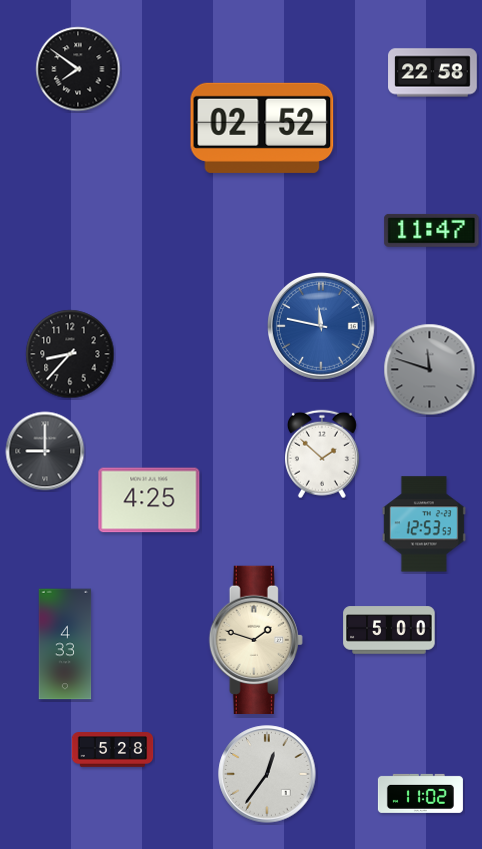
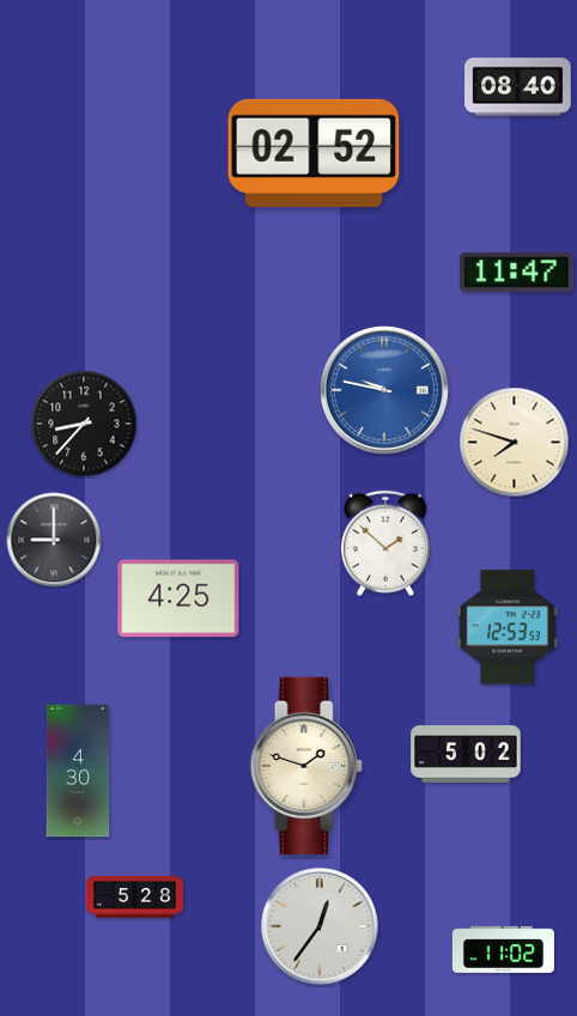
clock at (78, 69): 7:51 -> none
clock at (433, 73): 22:58 -> 08:40
clock at (432, 230) position: (432, 230) -> (517, 272)
clock at (322, 327): 11:47 -> 9:47
clock at (430, 370): 11:48 -> 7:48
clock at (430, 370) dial: grey -> cream
clock at (389, 630): 5:00 -> 5:02
clock at (65, 644): 4:33 -> 4:30
